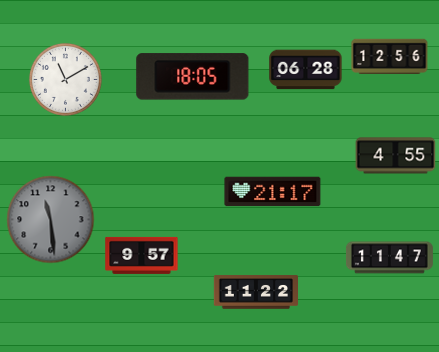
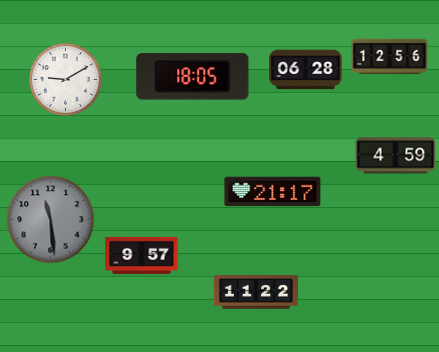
clock at (65, 79): 11:10 -> 9:10
clock at (396, 156): 4:55 -> 4:59
clock at (389, 258): 11:47 -> none
